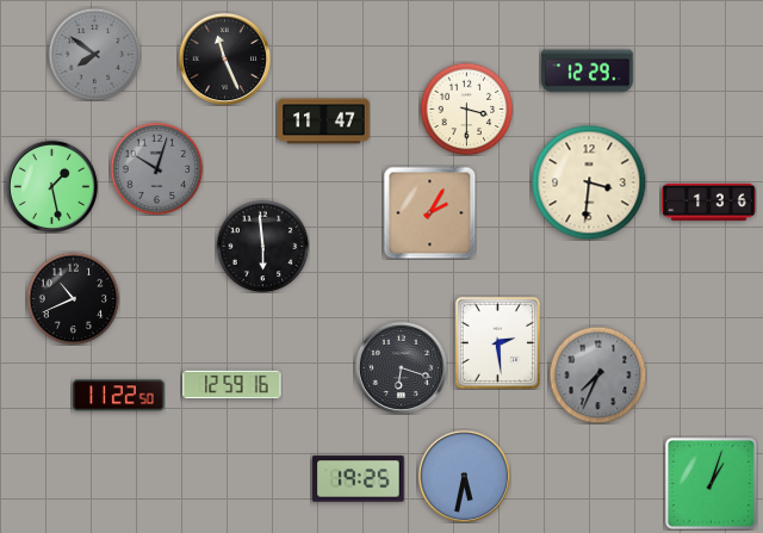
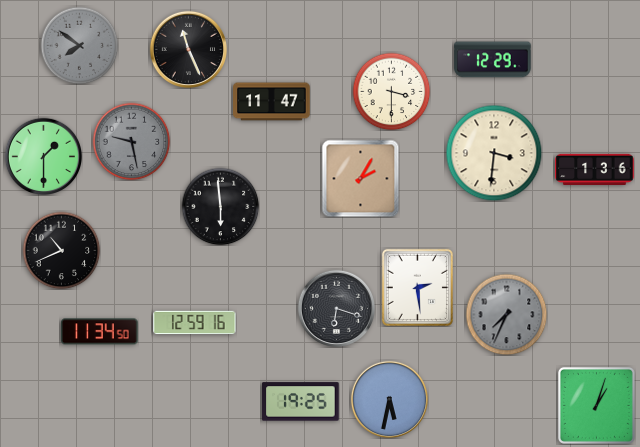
clock at (156, 168): 10:03 -> 9:28
clock at (51, 186): 1:28 -> 1:30
clock at (597, 374) position: (597, 374) -> (506, 314)
clock at (119, 396): 11:22 -> 11:34
